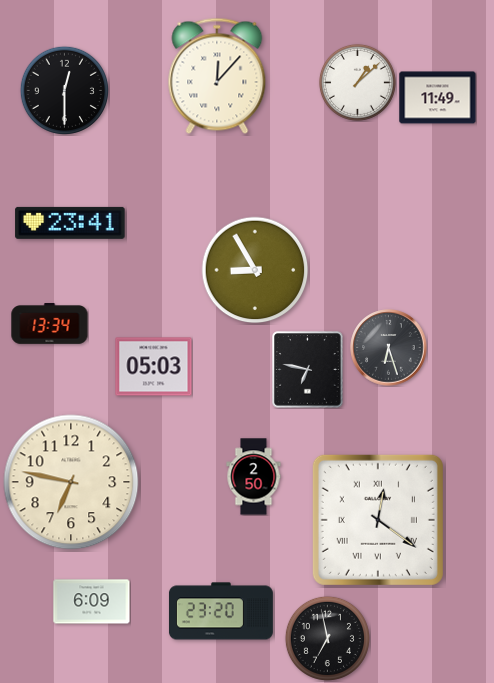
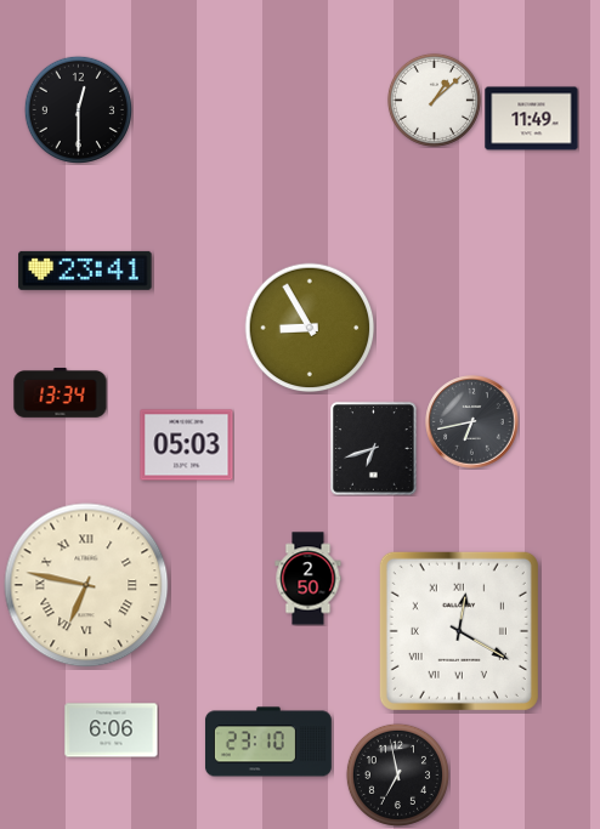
clock at (217, 76): 12:07 -> none
clock at (389, 348): 6:27 -> 6:43
clock at (308, 370): 6:47 -> 6:42
clock at (71, 482) numerals: Arabic -> Roman
clock at (378, 520): 12:21 -> 12:20
clock at (92, 602): 6:09 -> 6:06
clock at (221, 611): 23:20 -> 23:10
